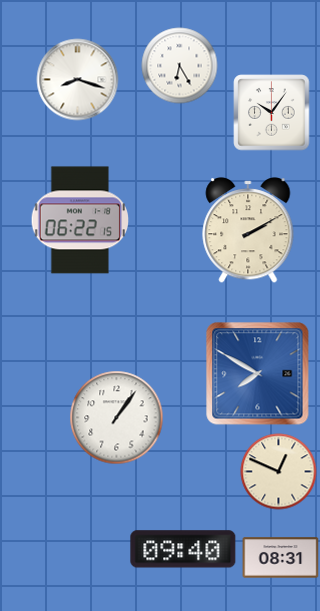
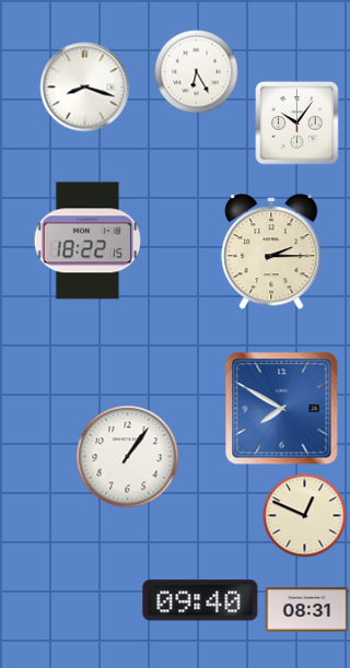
clock at (80, 220): 06:22 -> 18:22
clock at (248, 230): 2:10 -> 2:15
